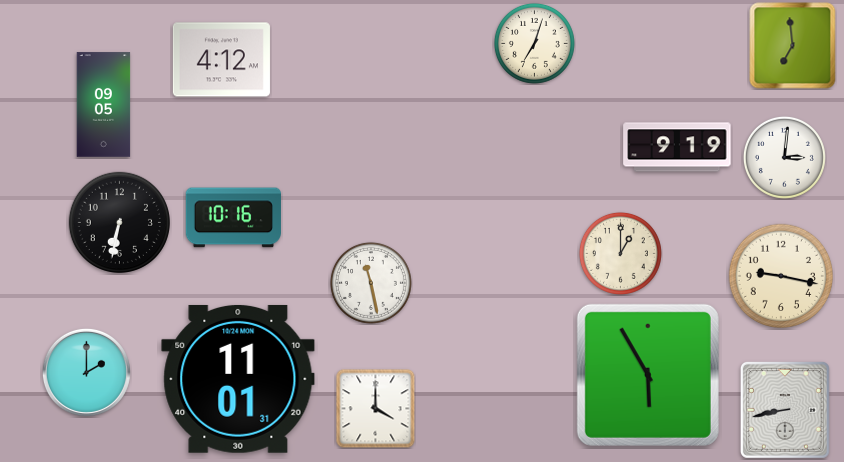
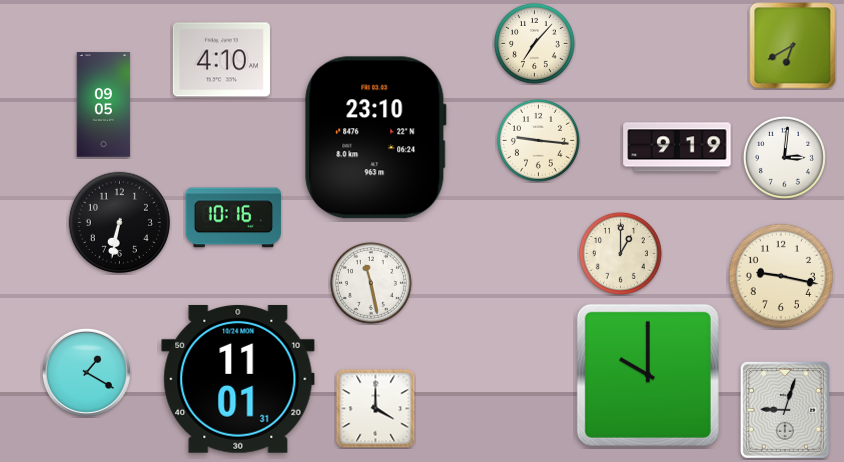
clock at (534, 43): 7:03 -> 7:07
clock at (793, 46): 6:59 -> 6:40
clock at (221, 60): 4:12 -> 4:10
clock at (376, 138): none -> 23:10
clock at (538, 140): none -> 9:16
clock at (86, 372): 2:00 -> 1:20
clock at (648, 375): 5:55 -> 10:00
clock at (785, 410): 8:43 -> 9:03
